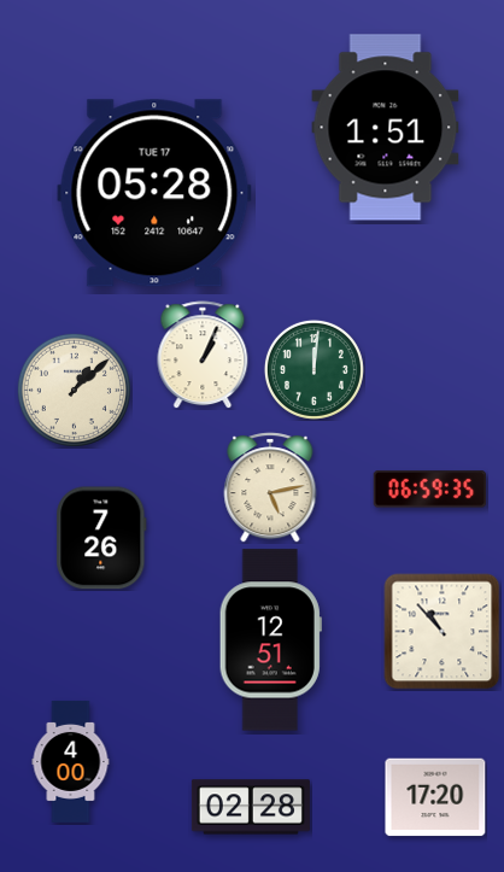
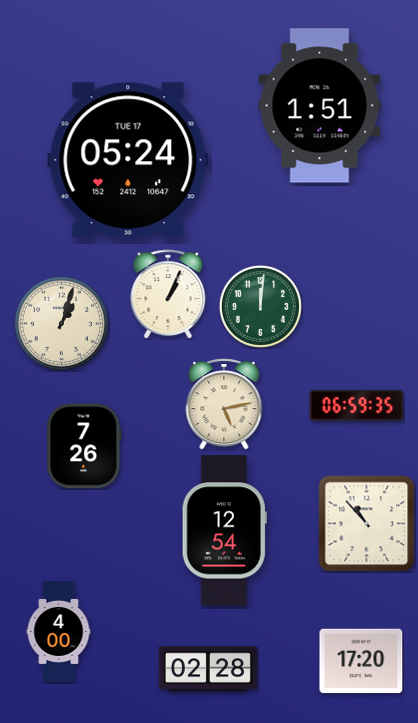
clock at (154, 193): 05:28 -> 05:24
clock at (74, 390): 1:08 -> 1:03
clock at (270, 640): 12:51 -> 12:54
